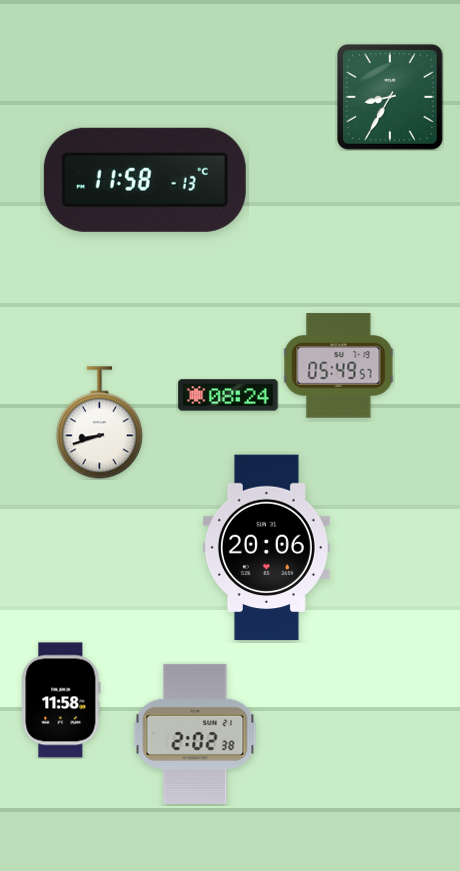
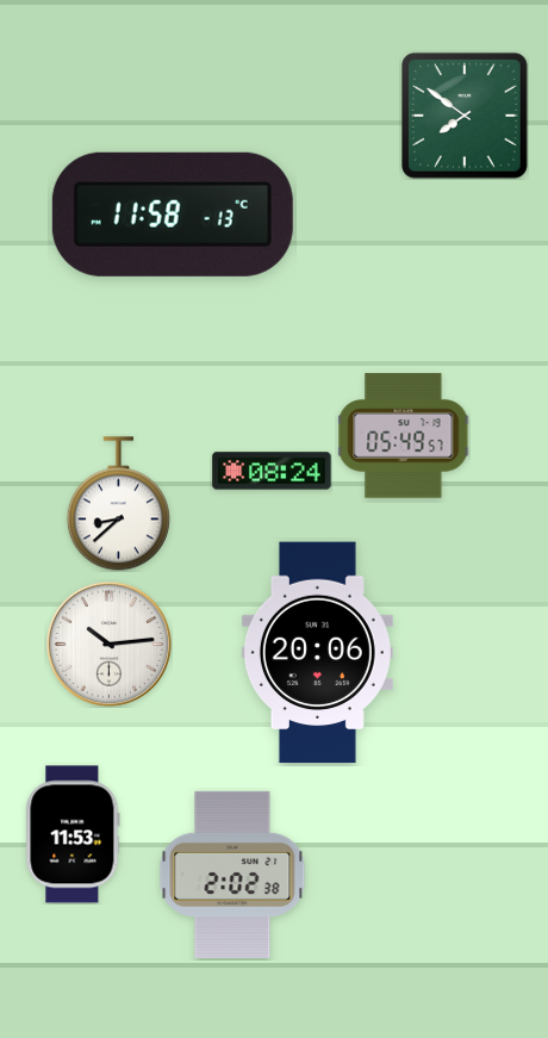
clock at (391, 98): 8:35 -> 7:51
clock at (99, 423): 8:42 -> 8:38
clock at (108, 644): none -> 10:14
clock at (61, 700): 11:58 -> 11:53
